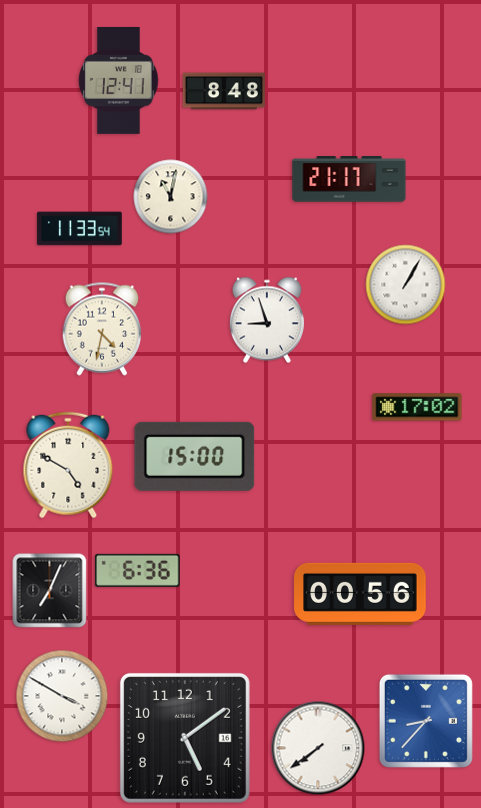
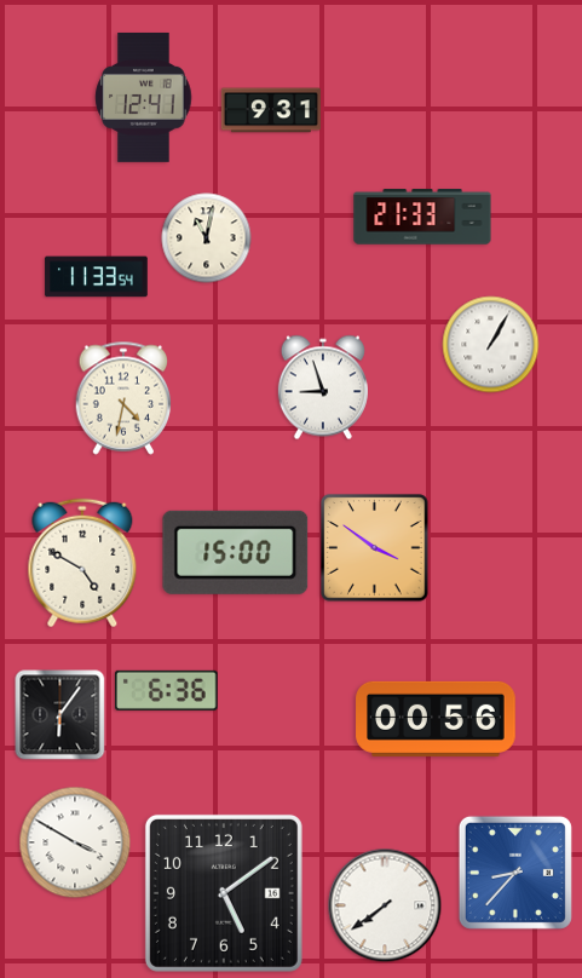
clock at (224, 91): 8:48 -> 9:31
clock at (349, 179): 21:17 -> 21:33
clock at (417, 407): 17:02 -> none
clock at (375, 548): none -> 3:51
clock at (50, 591): 7:04 -> 6:06
